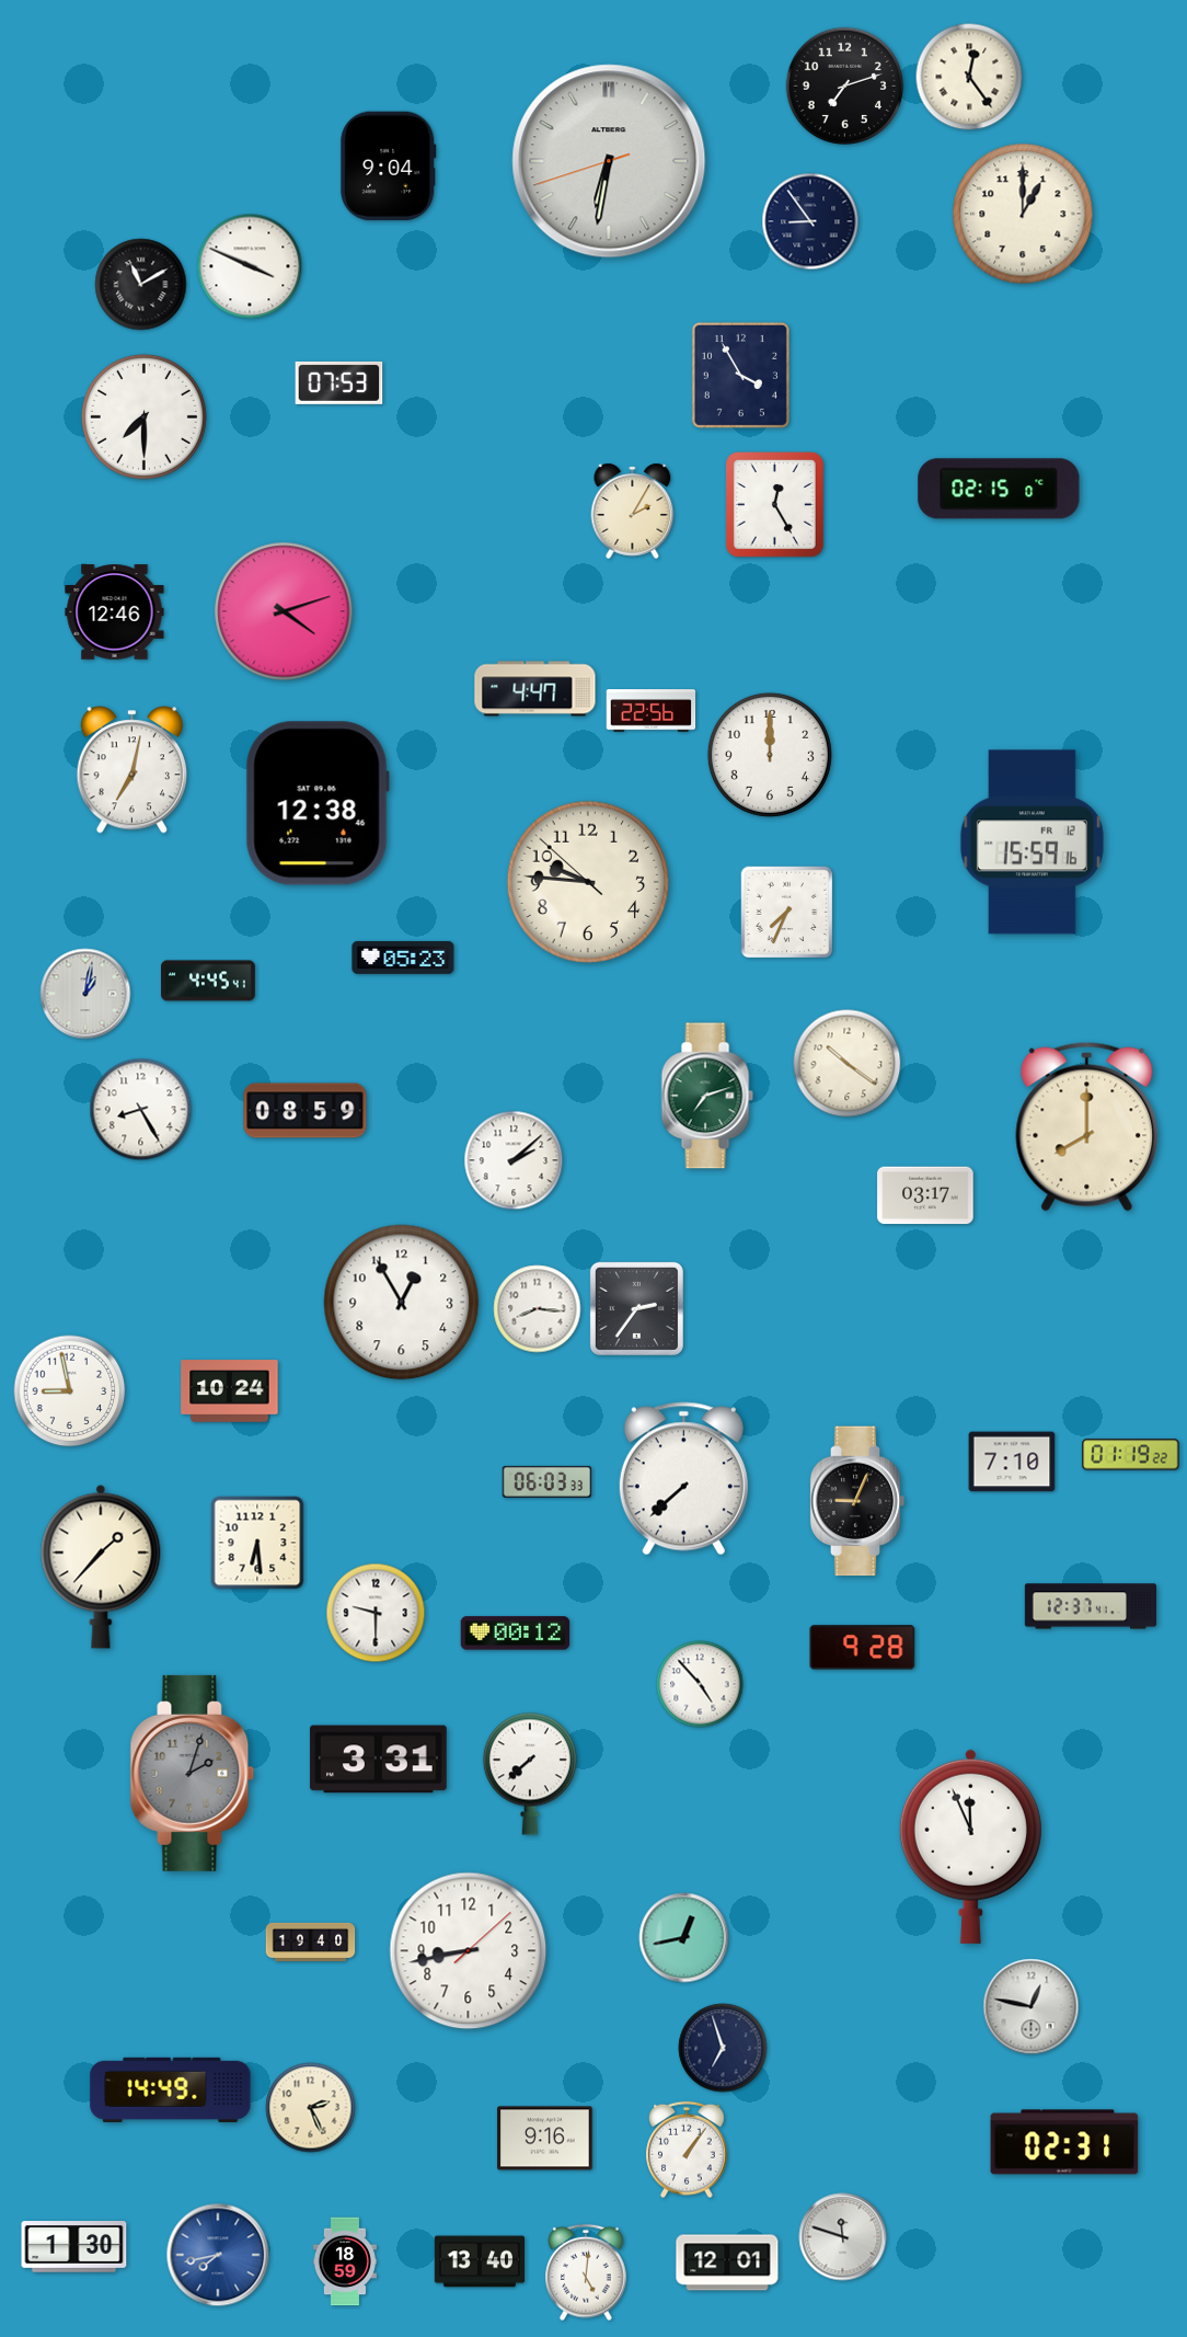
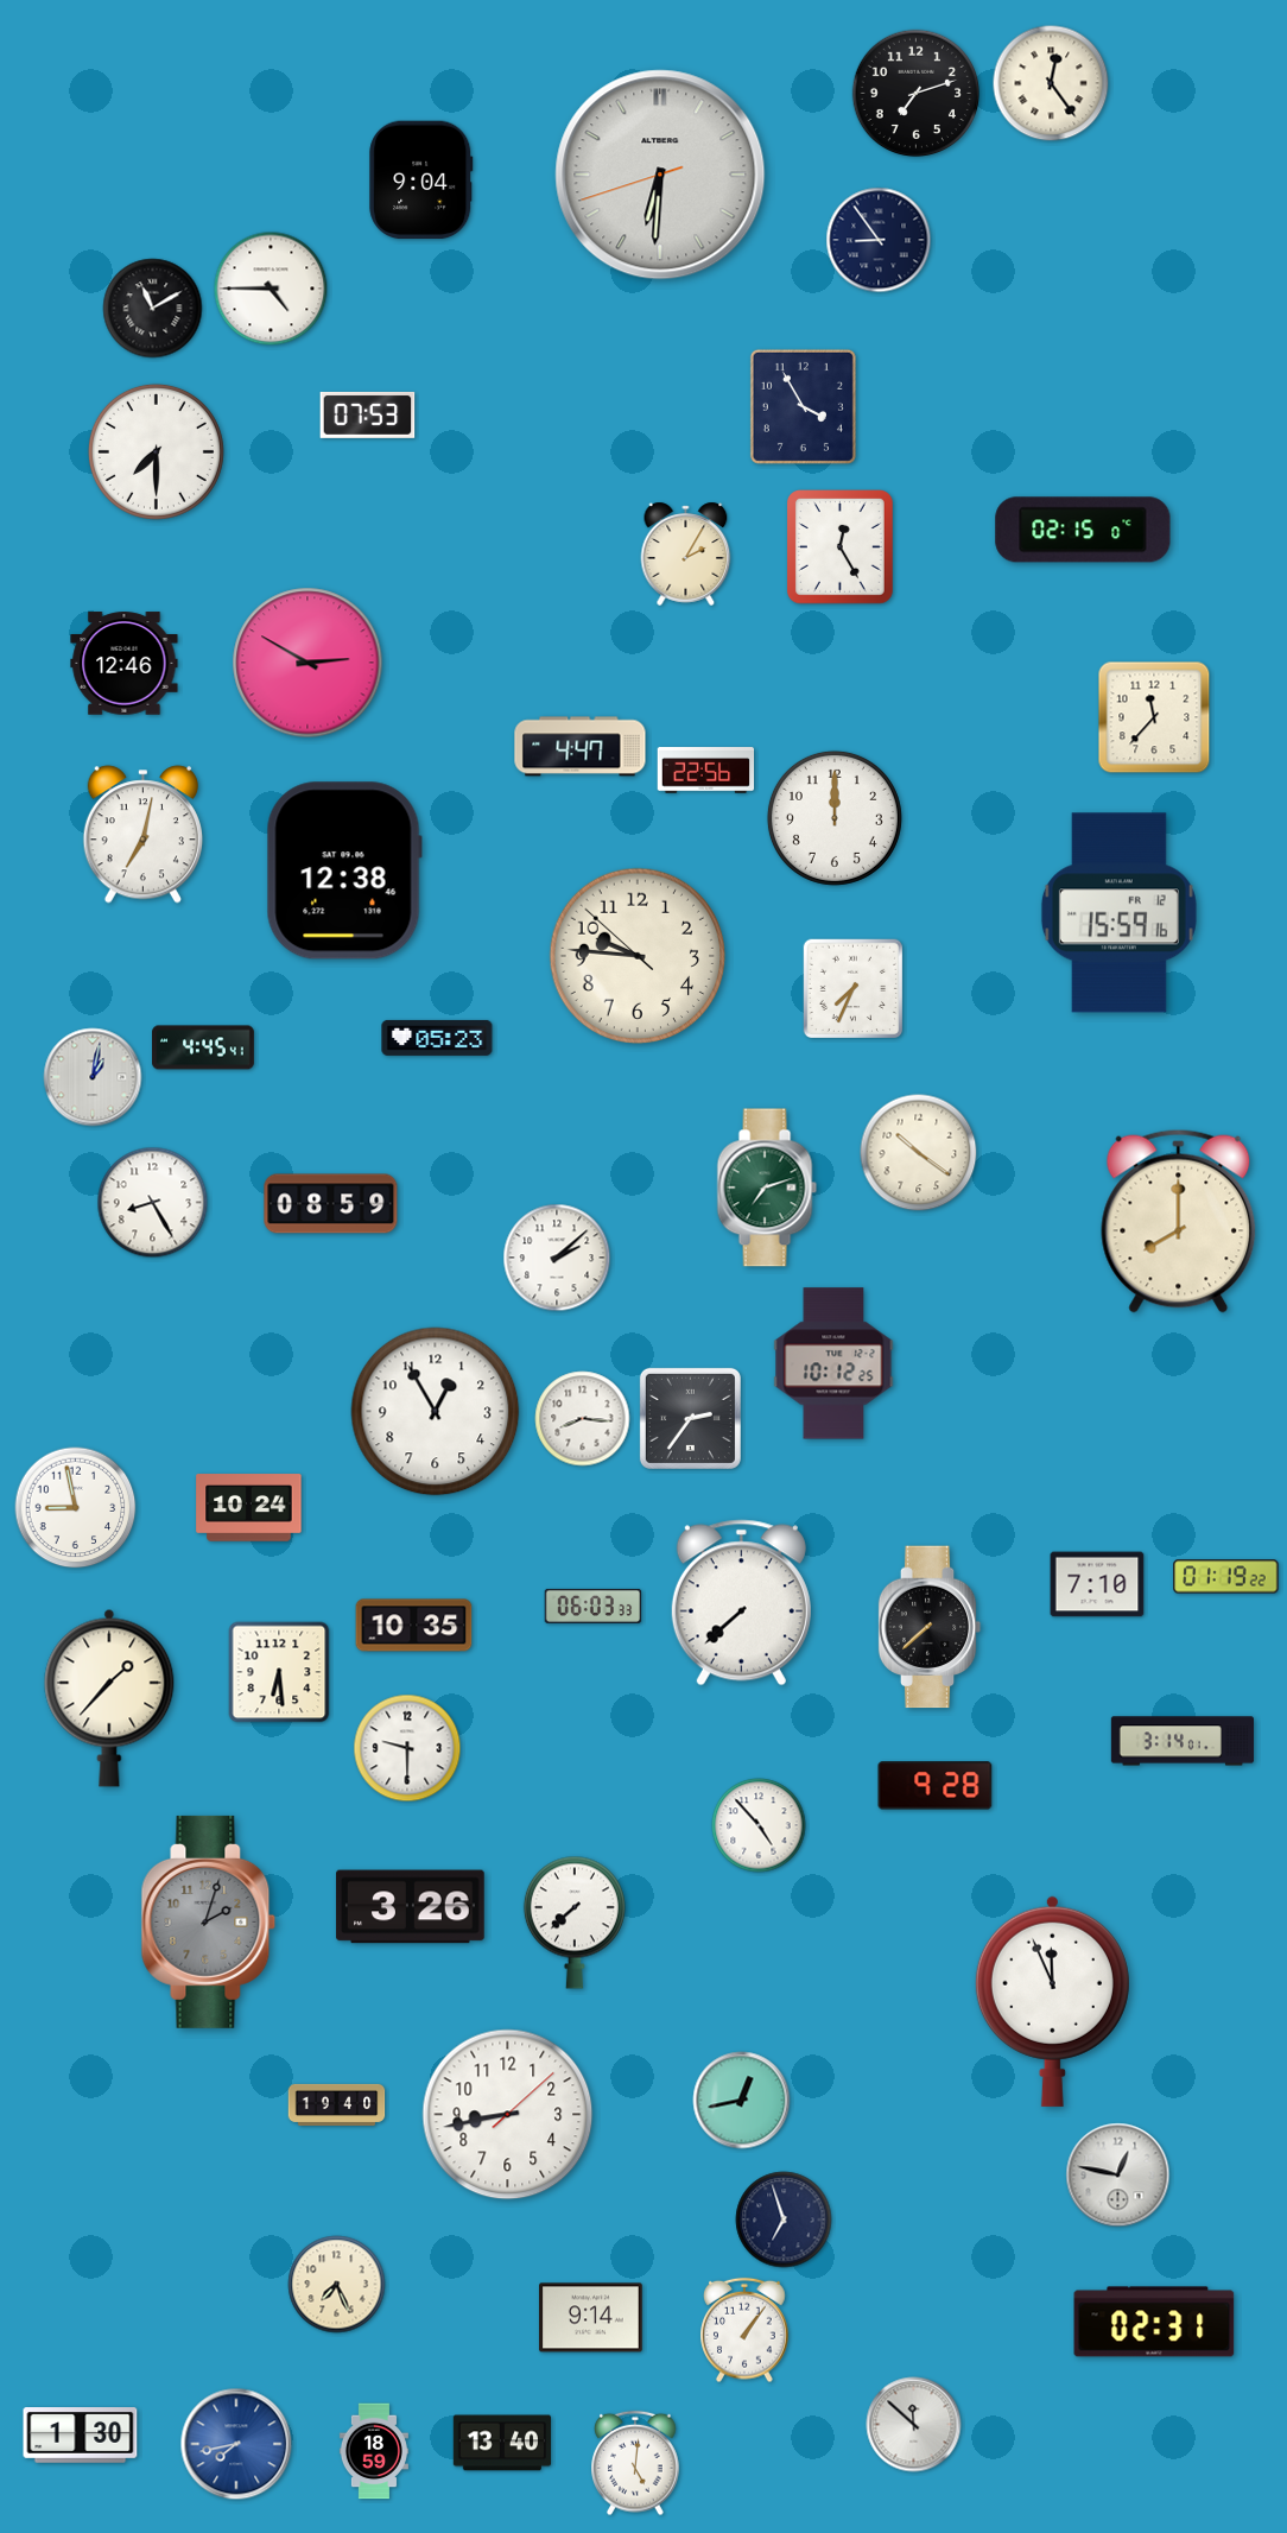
clock at (609, 161): 6:31 -> 6:30
clock at (1023, 214): 1:00 -> none
clock at (250, 266): 3:49 -> 4:45
clock at (284, 611): 4:12 -> 2:50
clock at (1154, 717): none -> 11:37
clock at (209, 981) position: (209, 981) -> (204, 1047)
clock at (925, 1195): 03:17 -> none
clock at (833, 1363): none -> 10:12
clock at (414, 1626): none -> 10:35
clock at (857, 1501): 9:04 -> 7:38
clock at (1090, 1606): 12:37 -> 3:14
clock at (516, 1634): 00:12 -> none
clock at (379, 1760): 3:31 -> 3:26
clock at (171, 2089): 14:49 -> none
clock at (311, 2108): 2:26 -> 7:26
clock at (545, 2139): 9:16 -> 9:14
clock at (843, 2237): 11:48 -> 11:52
clock at (479, 2261) position: (479, 2261) -> (501, 2443)
clock at (727, 2262): 12:01 -> none
